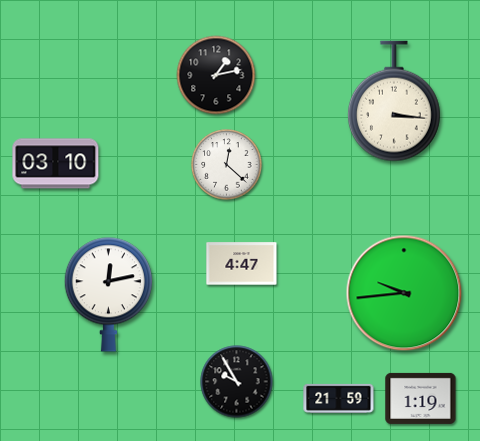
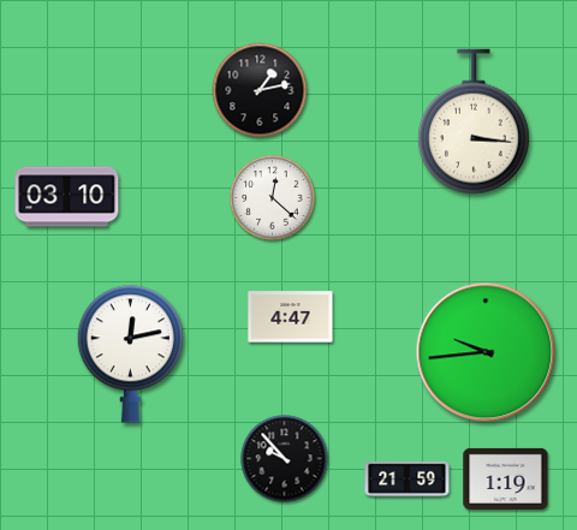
clock at (237, 382): 9:55 -> 9:53
